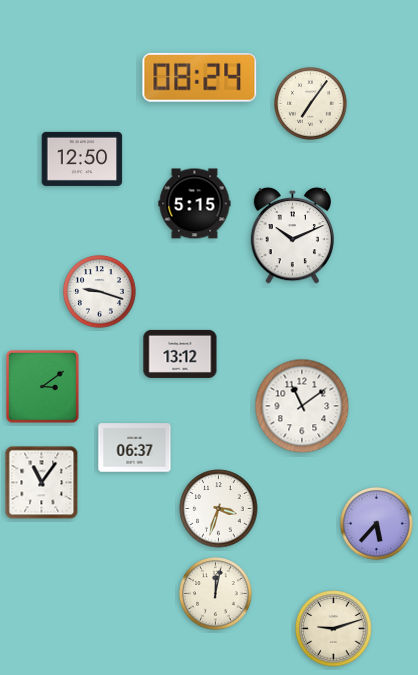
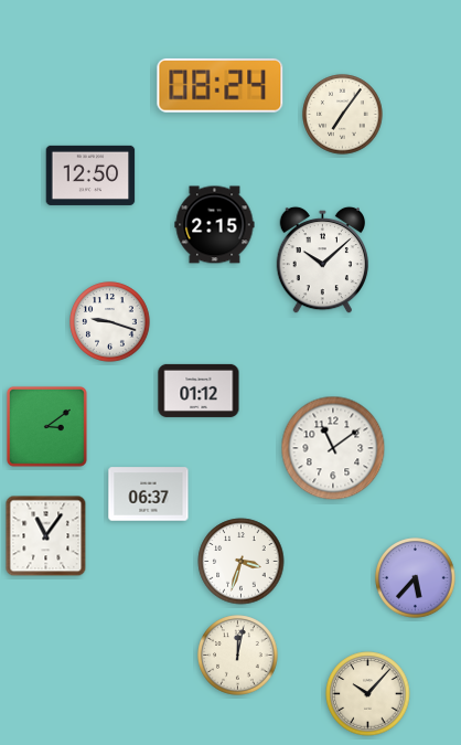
clock at (195, 204): 5:15 -> 2:15
clock at (292, 236): 10:11 -> 10:08
clock at (180, 354): 13:12 -> 01:12
clock at (42, 483) position: (42, 483) -> (46, 536)
clock at (334, 629): 9:12 -> 10:07
